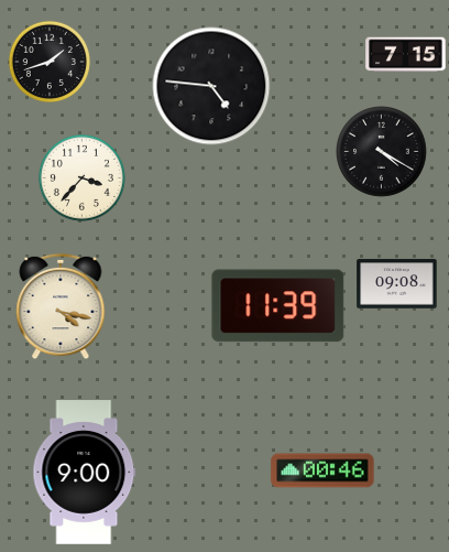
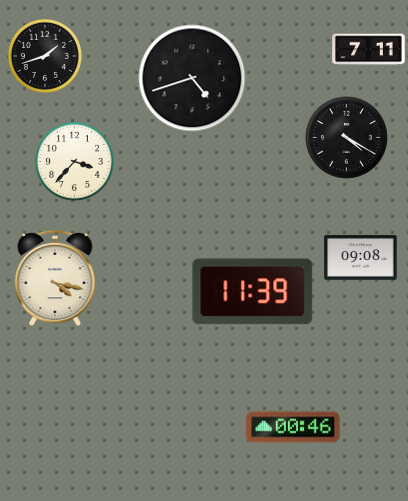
clock at (406, 55): 7:15 -> 7:11
clock at (211, 86): 4:46 -> 4:42
clock at (278, 306) position: (278, 306) -> (253, 292)
clock at (85, 473): 9:00 -> none
